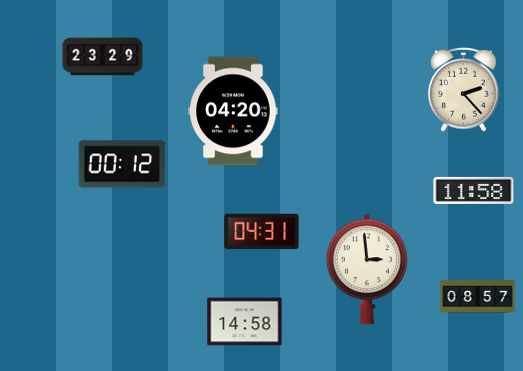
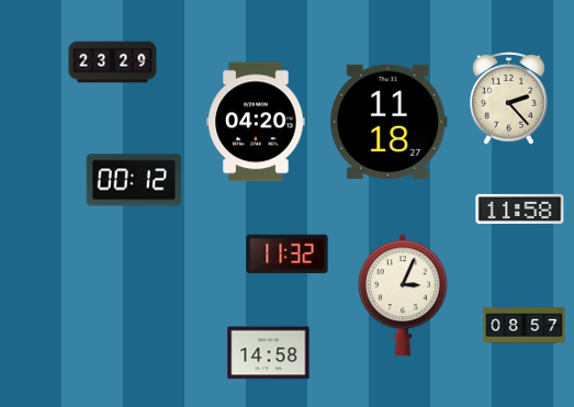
clock at (389, 122): none -> 11:18
clock at (262, 232): 04:31 -> 11:32
clock at (367, 269): 2:59 -> 3:04
